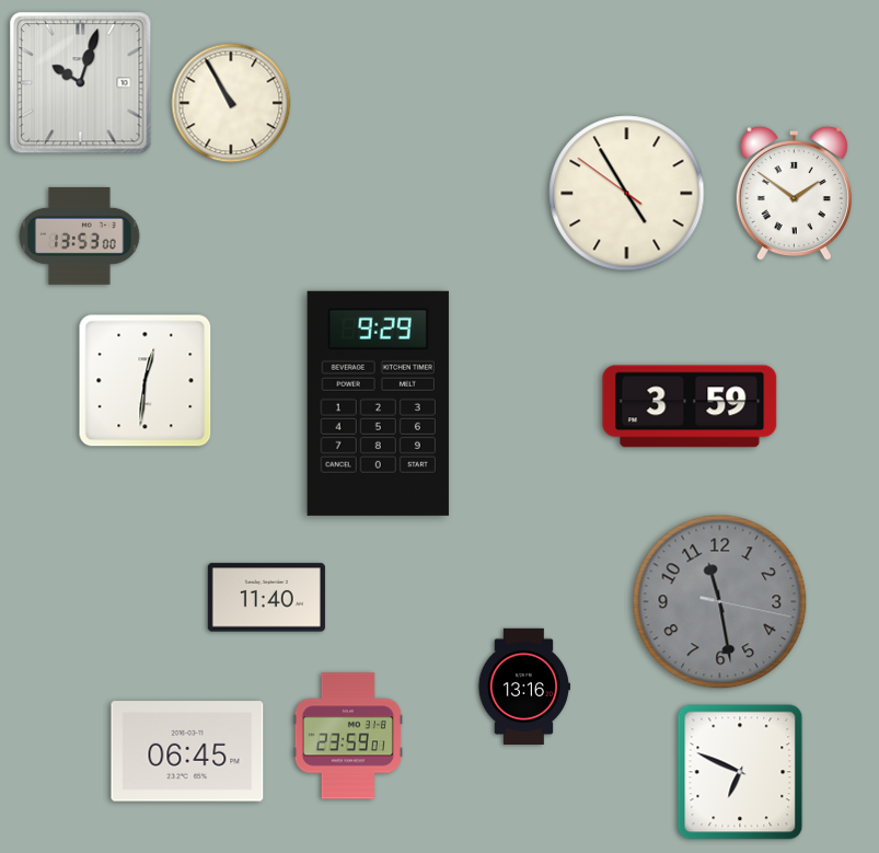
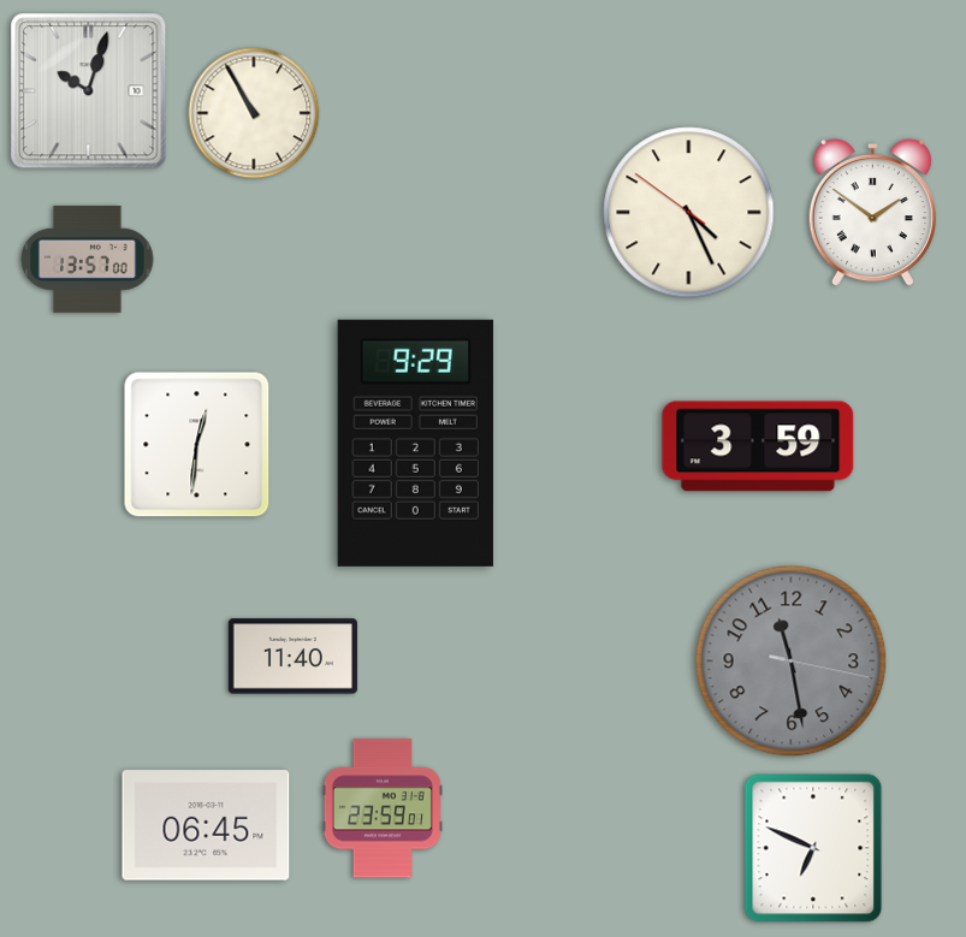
clock at (627, 194): 4:54 -> 4:25
clock at (80, 235): 13:53 -> 13:57
clock at (146, 381) position: (146, 381) -> (197, 445)
clock at (523, 685): 13:16 -> none
